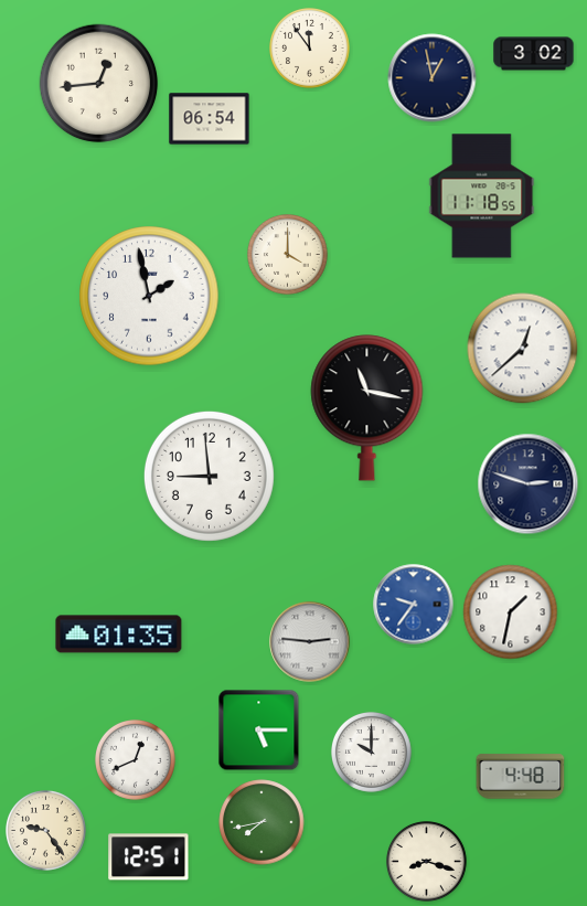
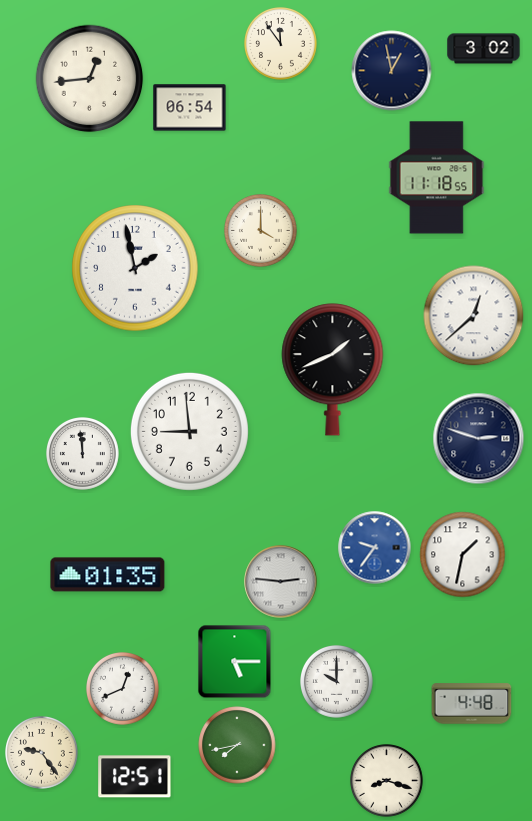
clock at (99, 84) position: (99, 84) -> (90, 79)
clock at (367, 408): 11:17 -> 1:41
clock at (83, 454): none -> 11:59
